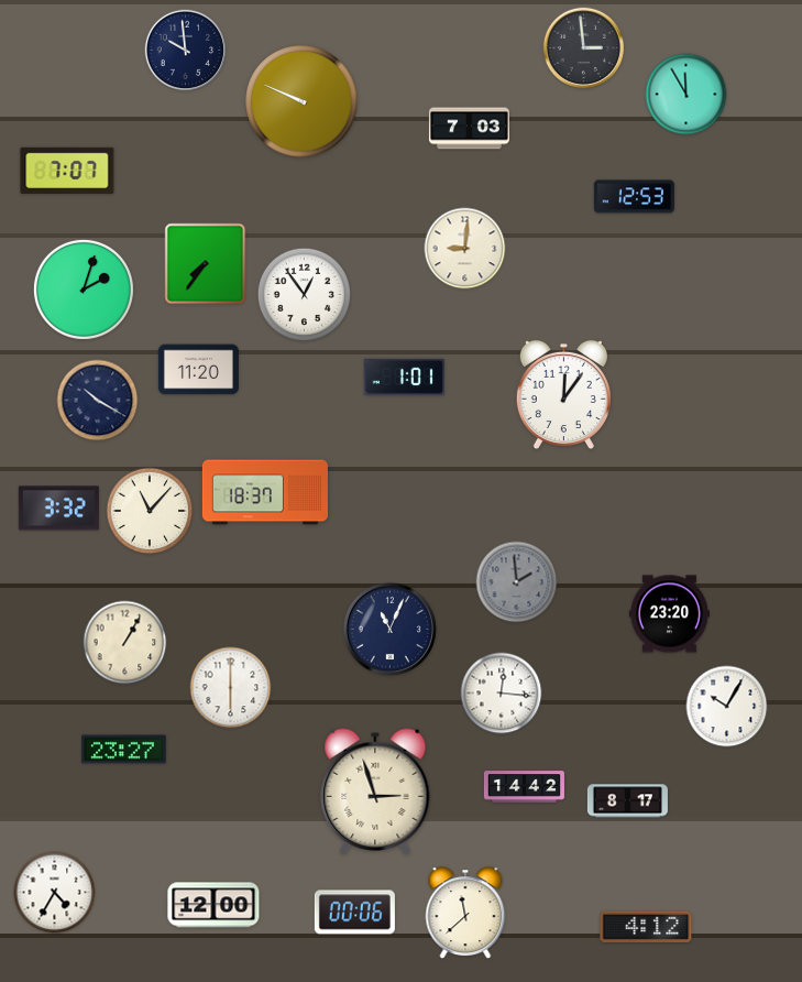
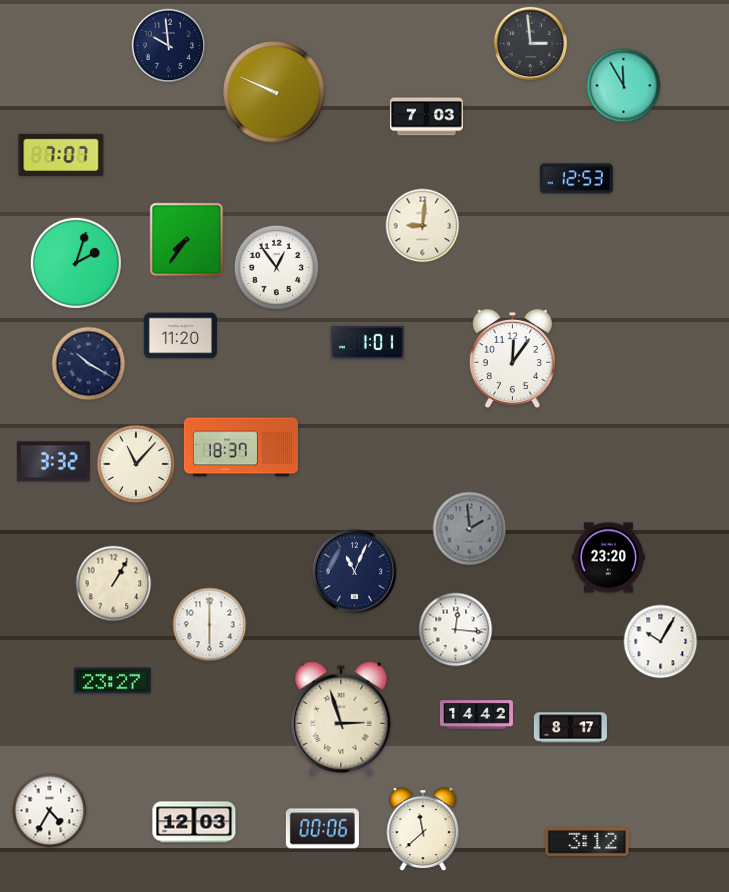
clock at (213, 905): 12:00 -> 12:03
clock at (646, 927): 4:12 -> 3:12
